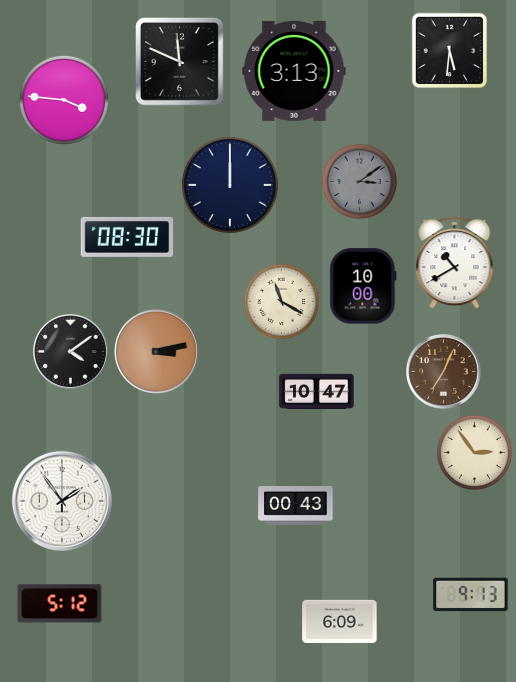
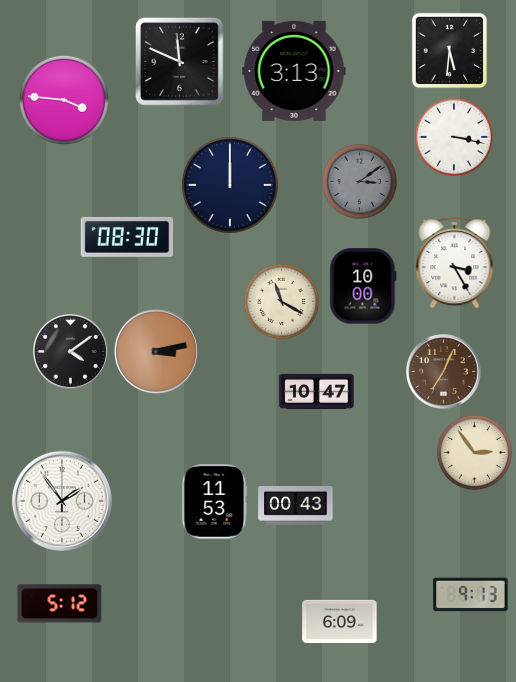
clock at (453, 136): none -> 3:17
clock at (455, 263): 10:40 -> 3:25
clock at (215, 502): none -> 11:53
